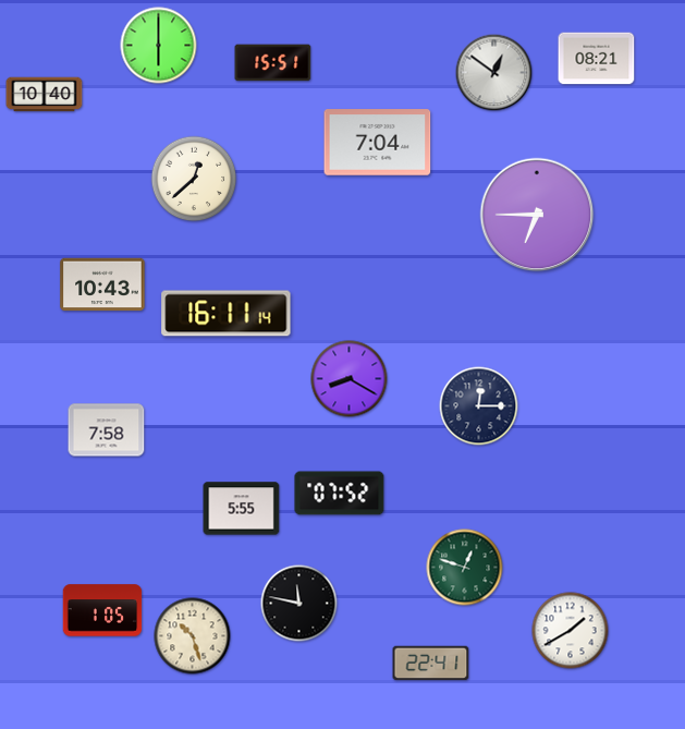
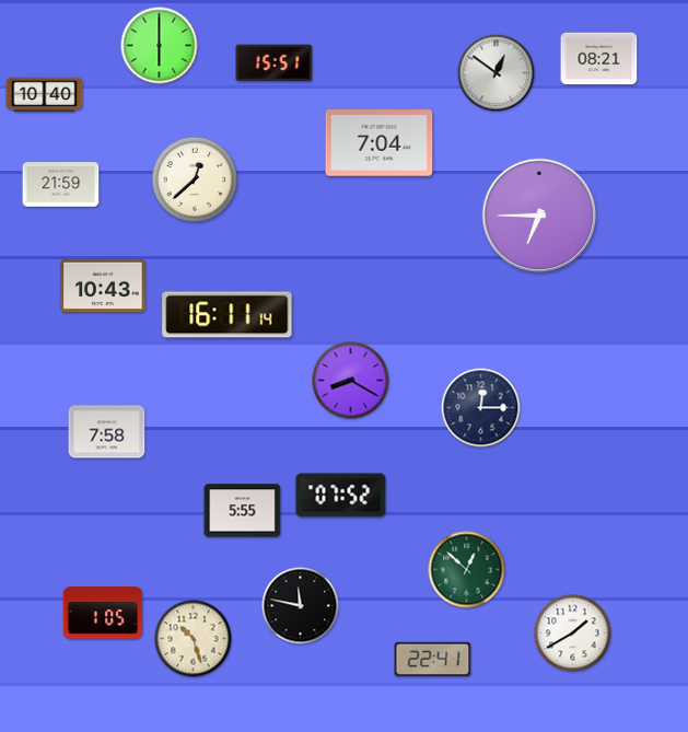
clock at (61, 185): none -> 21:59
clock at (465, 568): 12:48 -> 12:52
clock at (431, 664) position: (431, 664) -> (433, 660)
